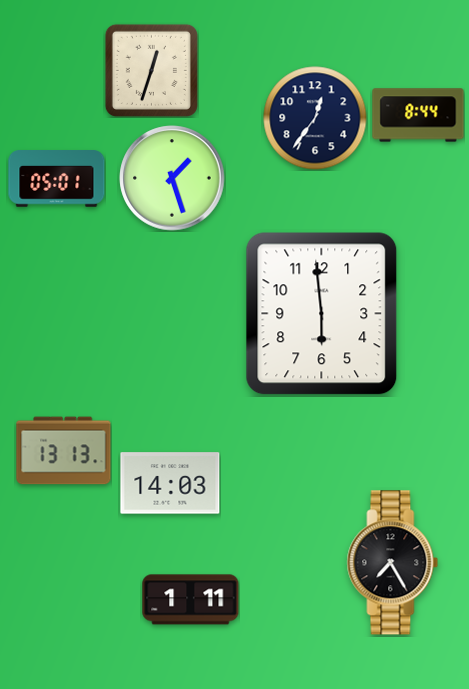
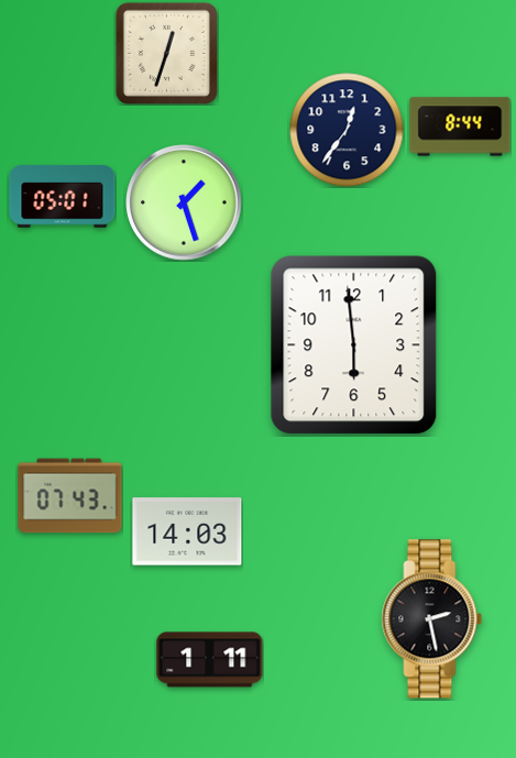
clock at (151, 70) position: (151, 70) -> (166, 53)
clock at (172, 178) position: (172, 178) -> (184, 202)
clock at (64, 451): 13:13 -> 07:43
clock at (393, 563): 7:25 -> 2:28
